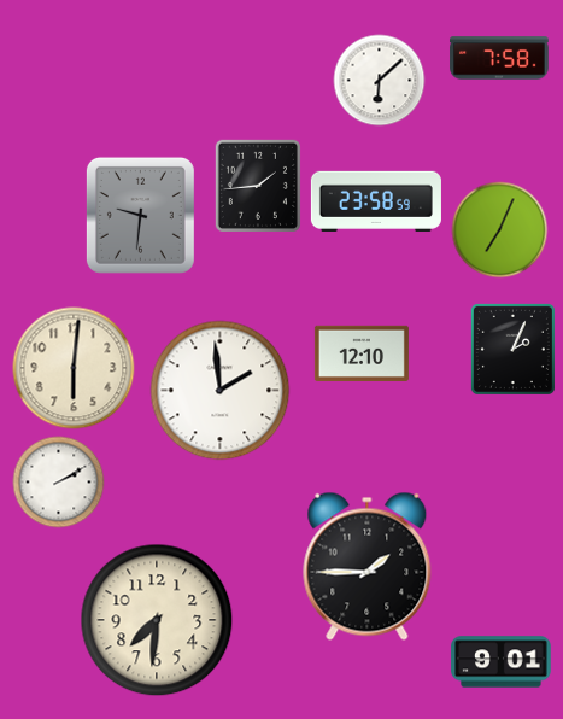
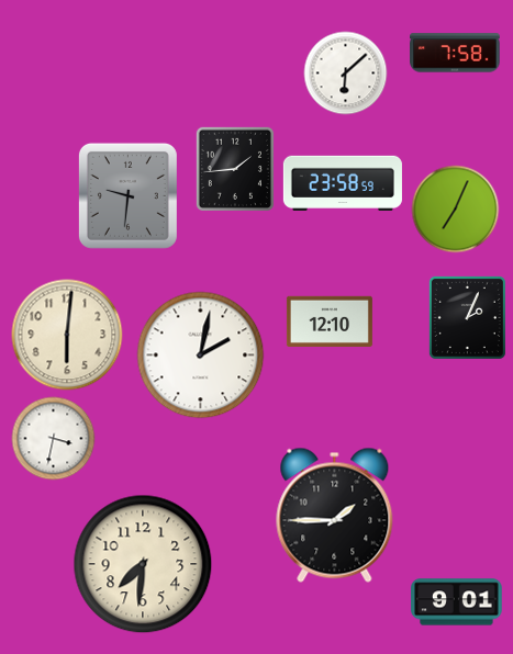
clock at (221, 391): 1:59 -> 2:02
clock at (59, 483): 2:10 -> 3:32
